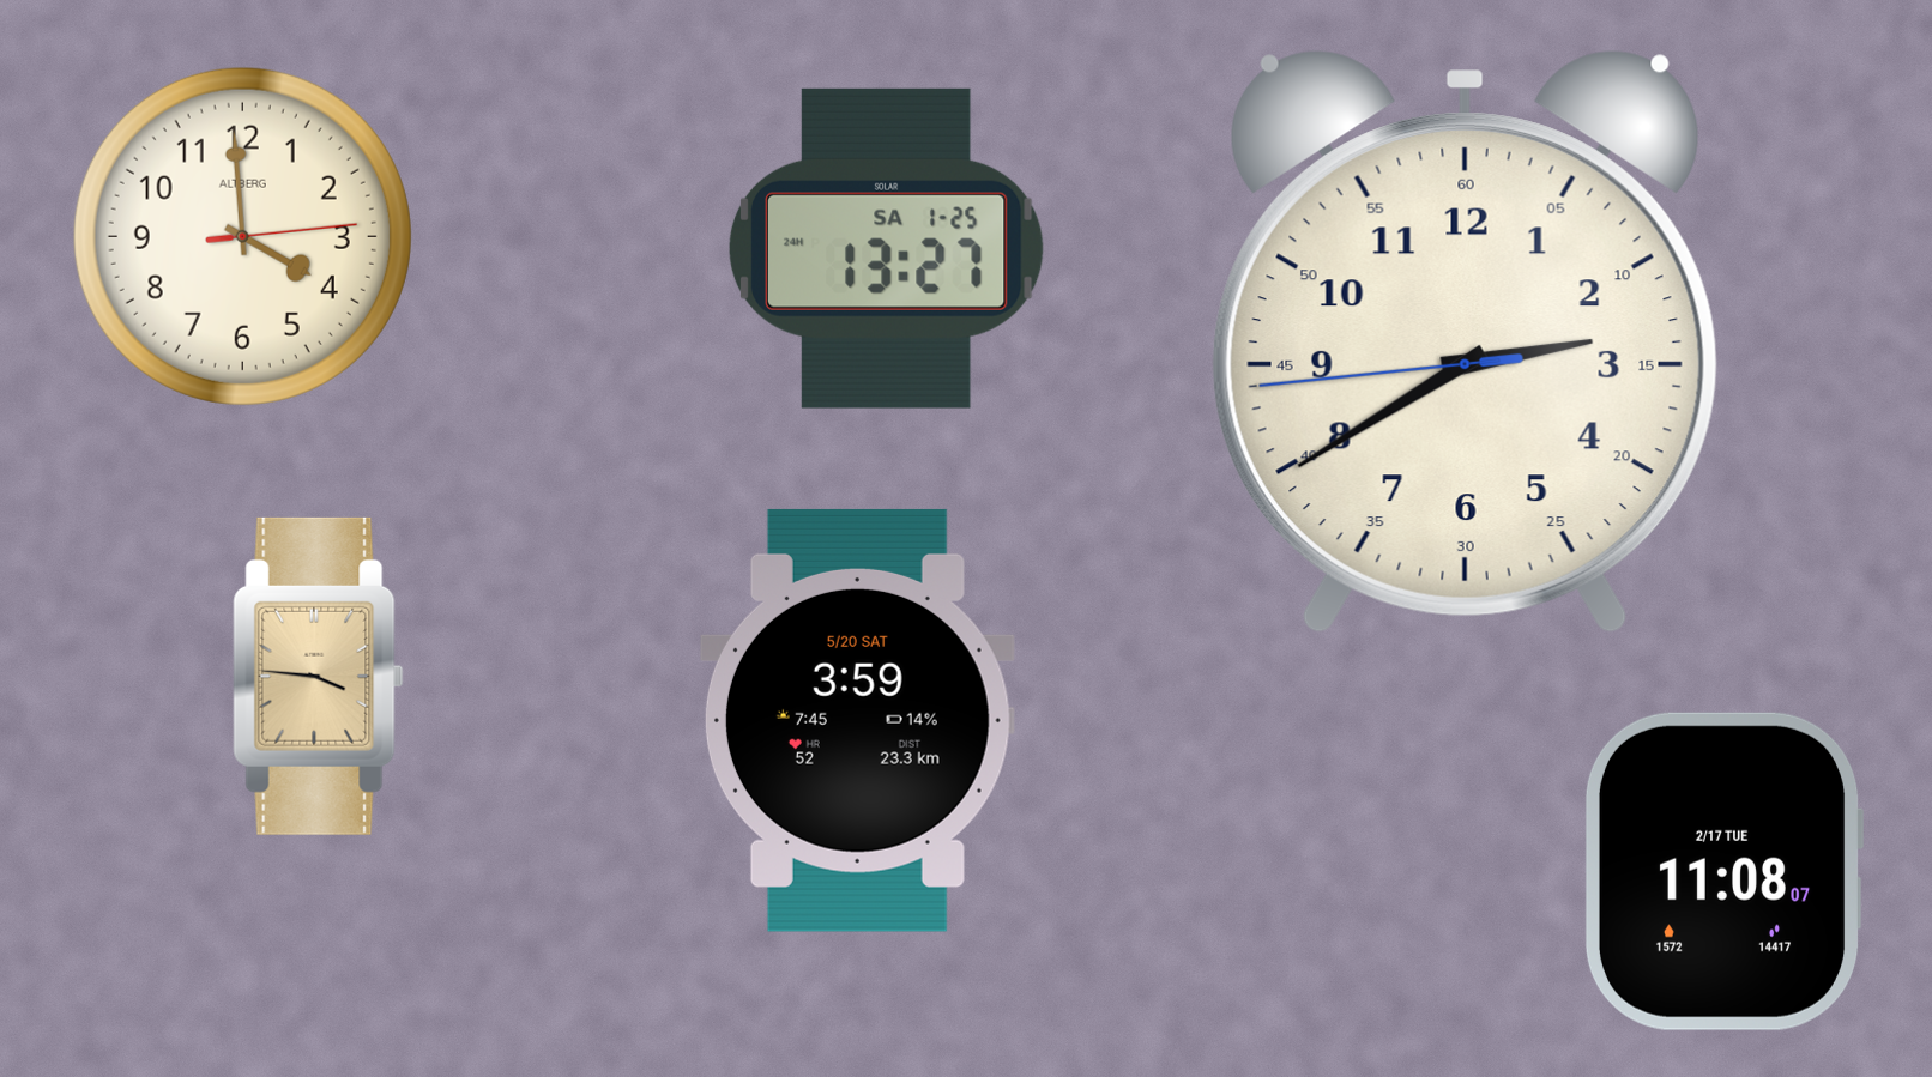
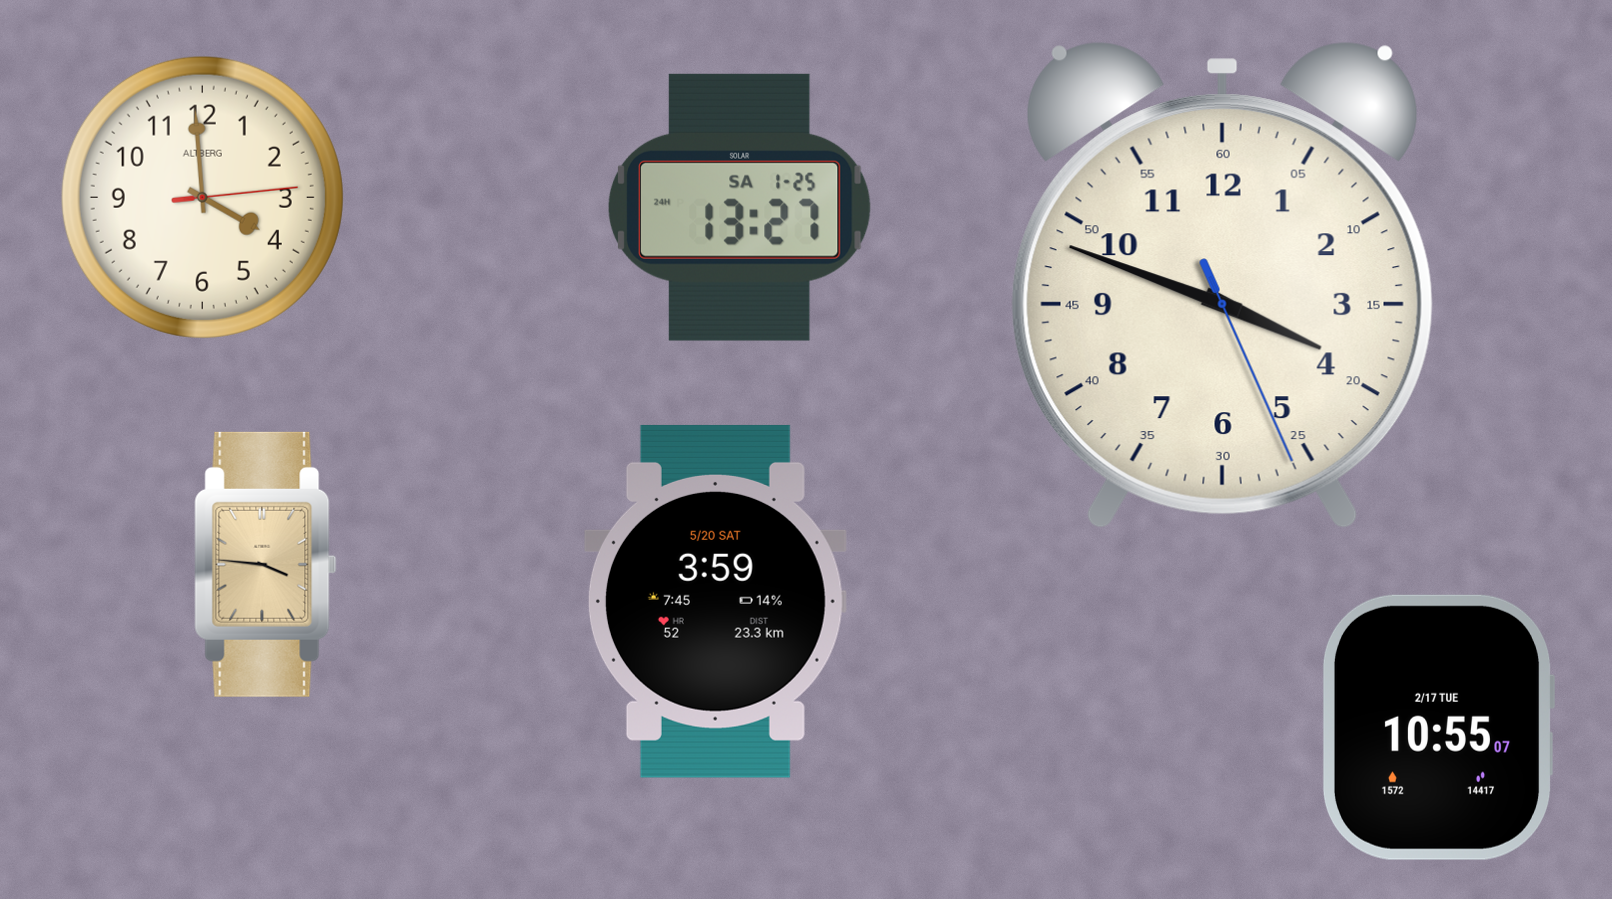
clock at (1465, 343): 2:39 -> 3:48
clock at (1722, 871): 11:08 -> 10:55
